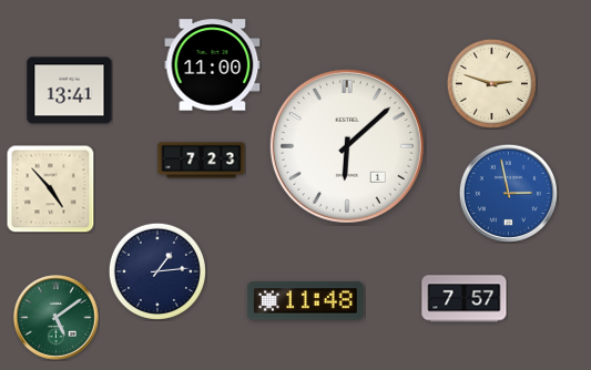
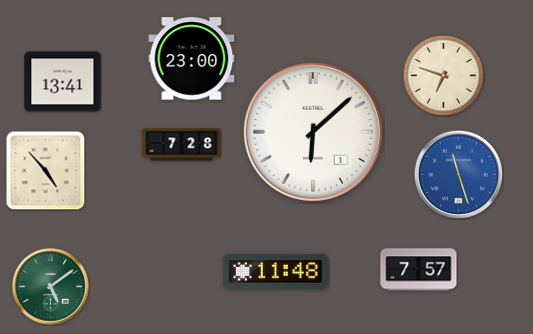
clock at (213, 65): 11:00 -> 23:00
clock at (491, 83): 2:48 -> 6:48
clock at (202, 161): 7:23 -> 7:28
clock at (508, 193): 2:58 -> 11:27
clock at (157, 271): 1:14 -> none
